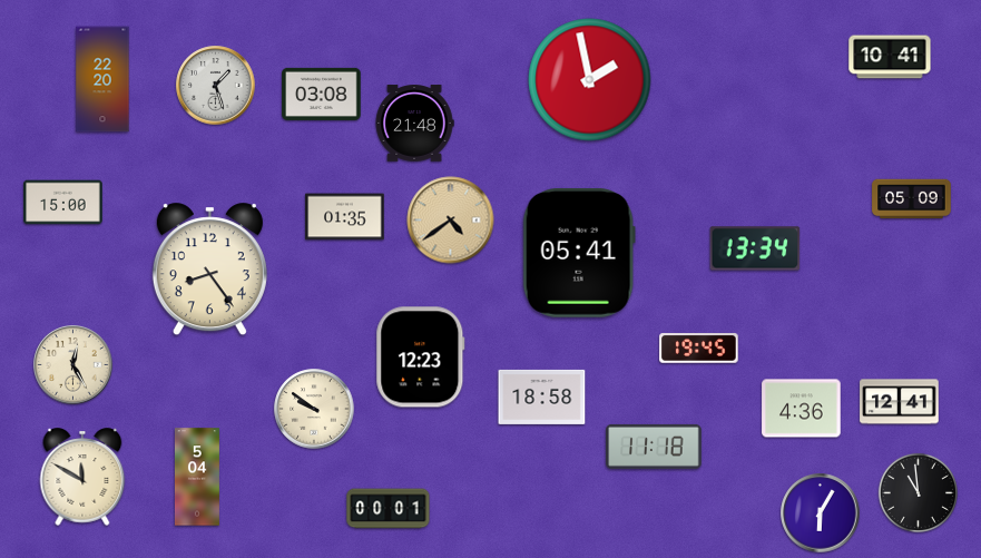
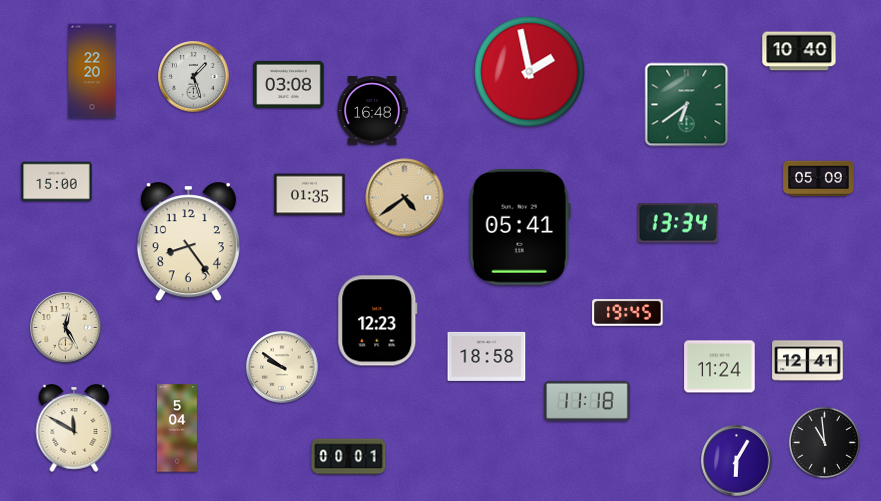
clock at (890, 57): 10:41 -> 10:40
clock at (687, 105): none -> 6:39
clock at (414, 124): 21:48 -> 16:48
clock at (802, 409): 4:36 -> 11:24
